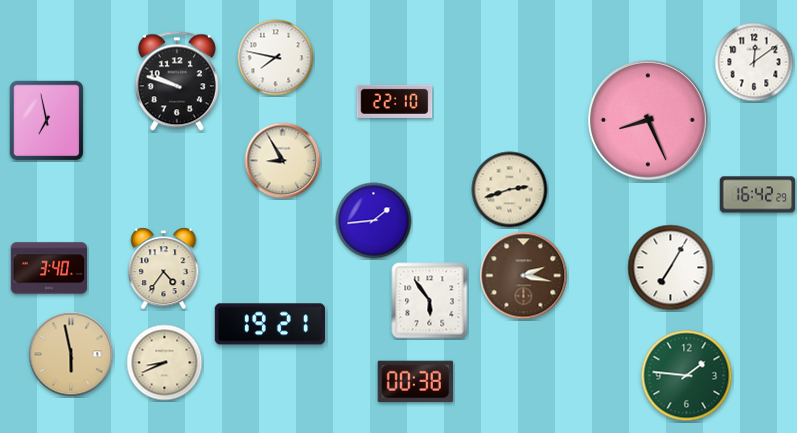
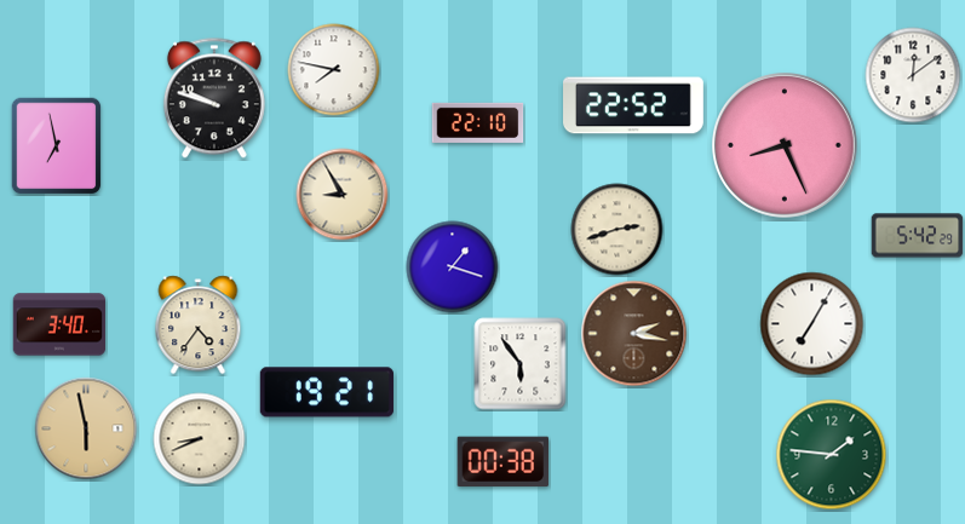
clock at (634, 105): none -> 22:52
clock at (758, 195): 16:42 -> 5:42
clock at (374, 221): 1:44 -> 1:18
